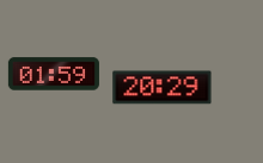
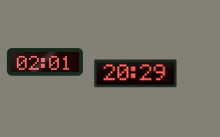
clock at (54, 74): 01:59 -> 02:01
